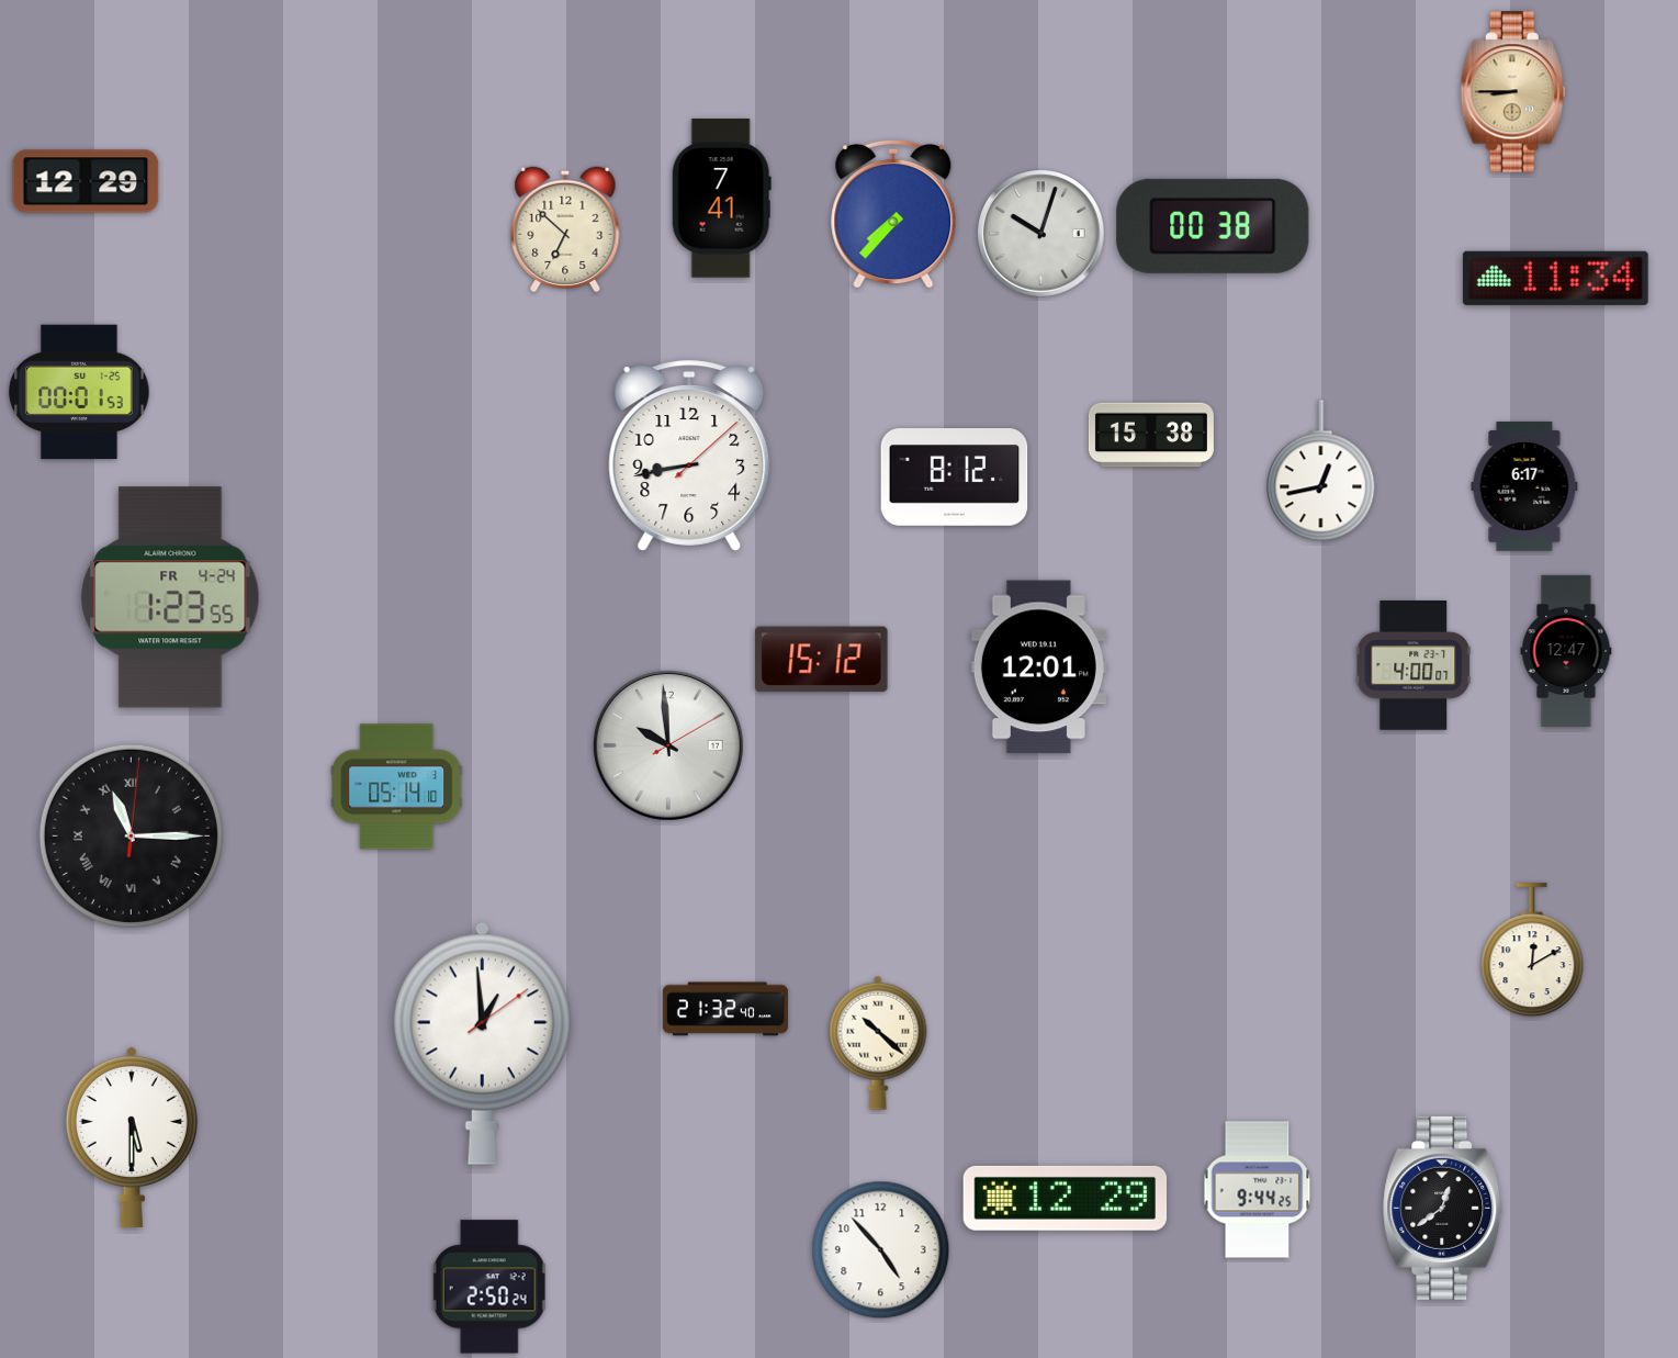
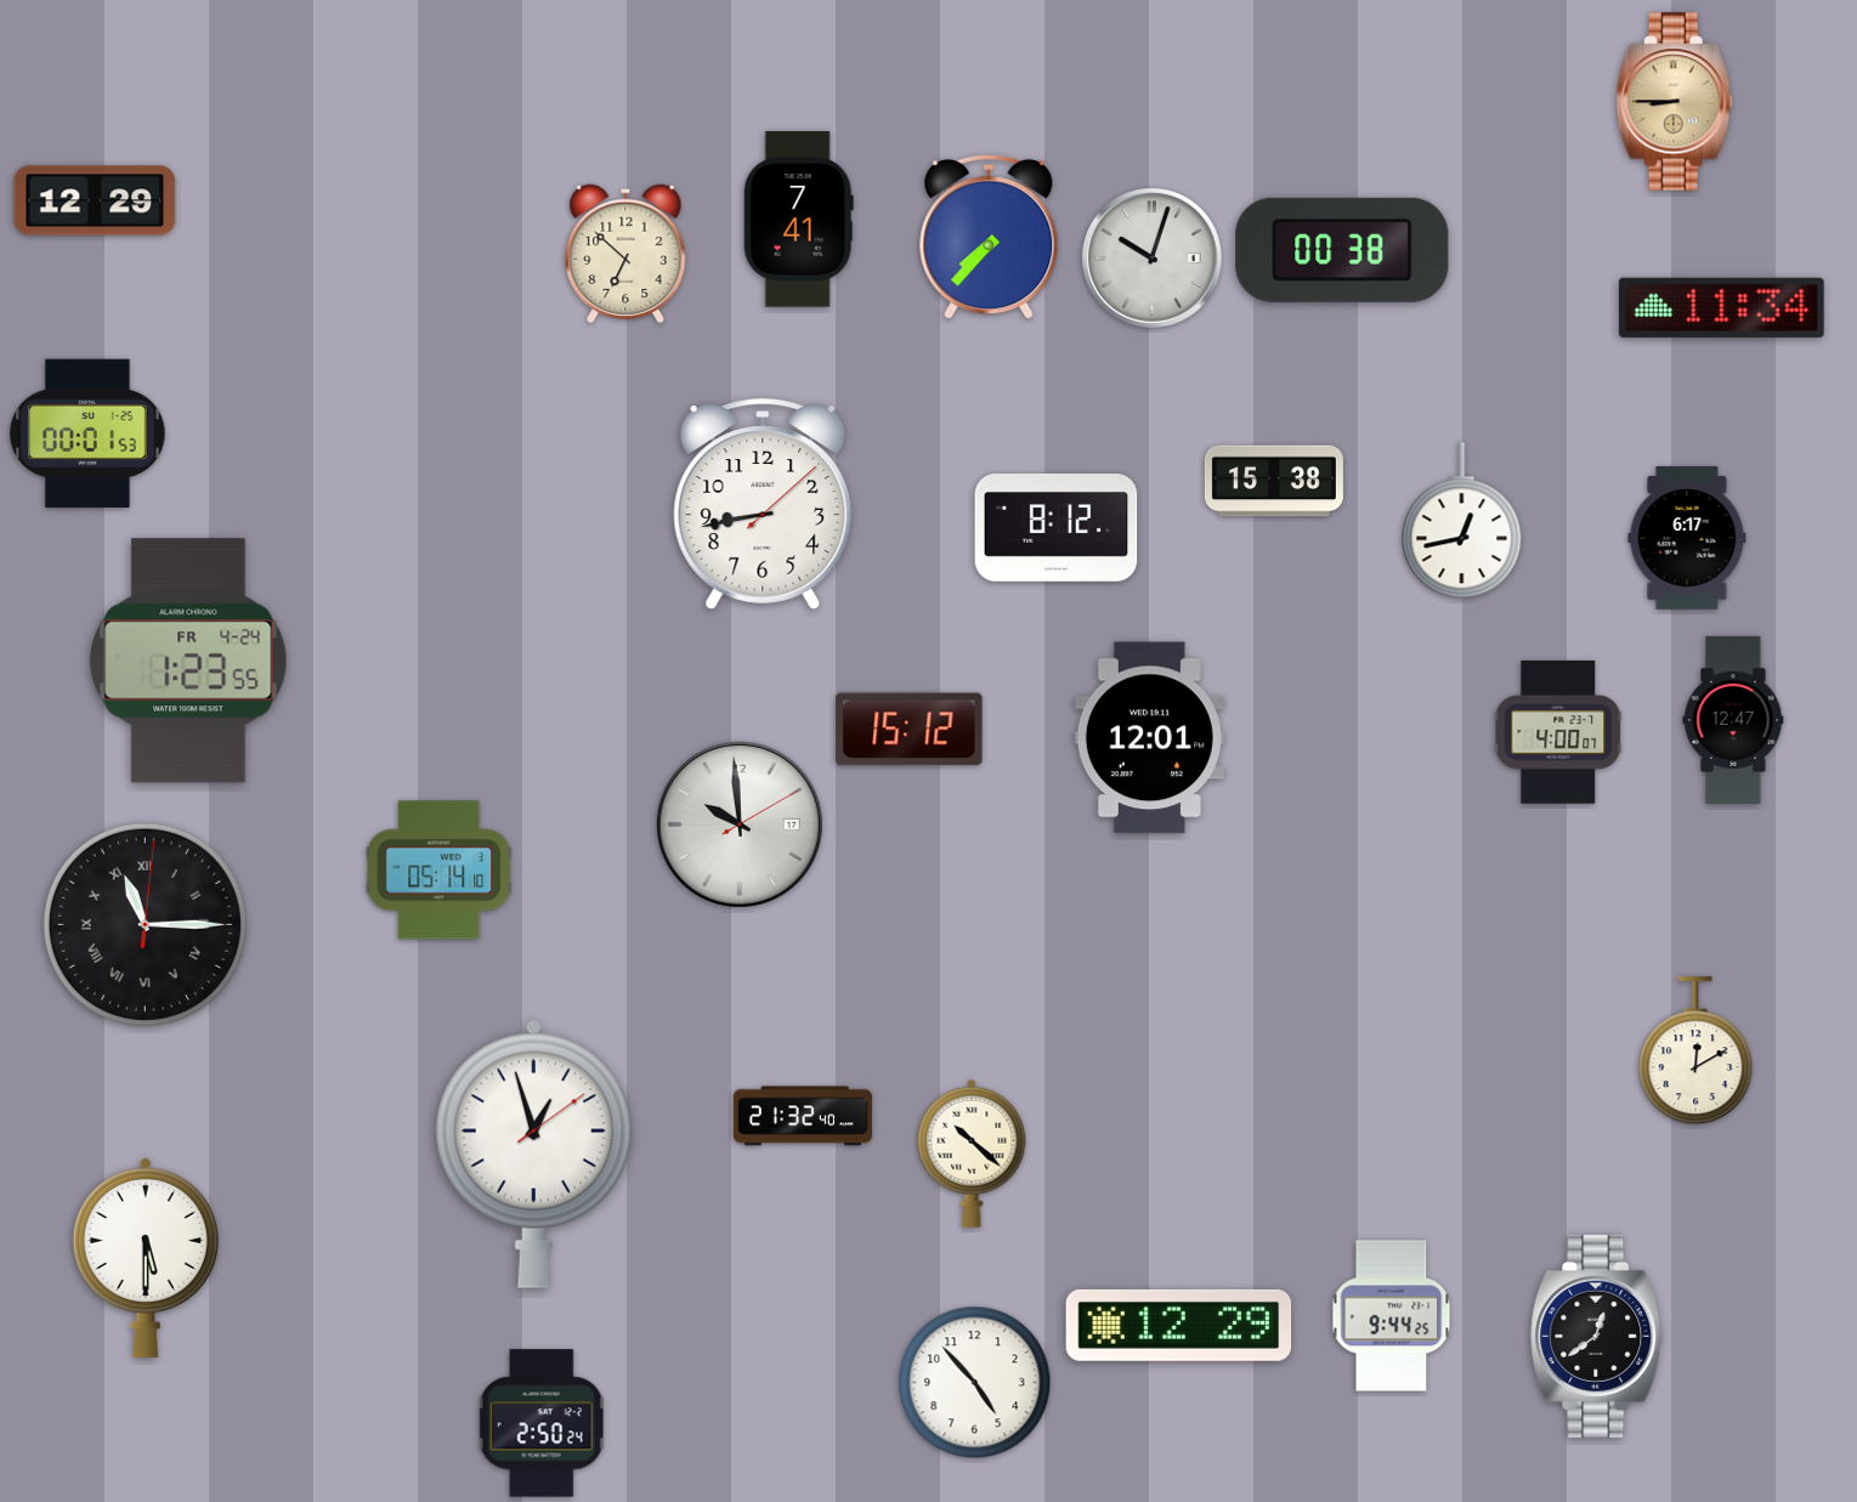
clock at (1414, 666) position: (1414, 666) -> (1558, 733)
clock at (482, 1043): 12:59 -> 12:57
